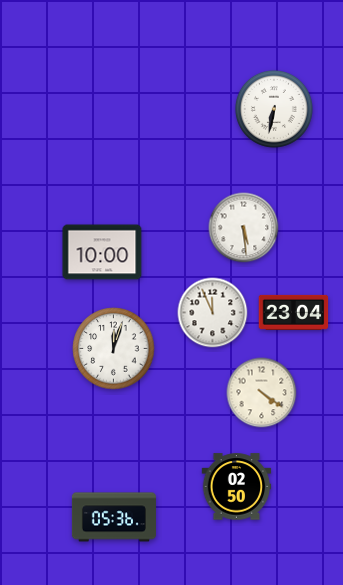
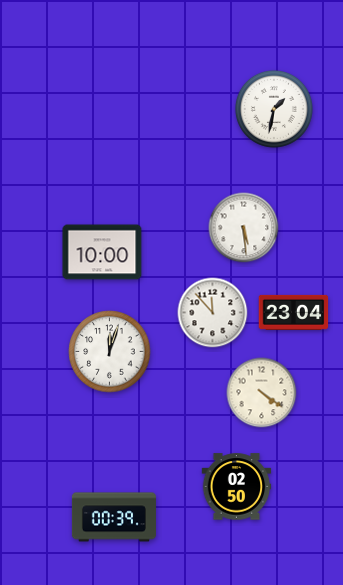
clock at (274, 109): 6:32 -> 1:32
clock at (213, 313): 11:56 -> 11:53
clock at (114, 349) position: (114, 349) -> (110, 352)
clock at (114, 517): 05:36 -> 00:39
